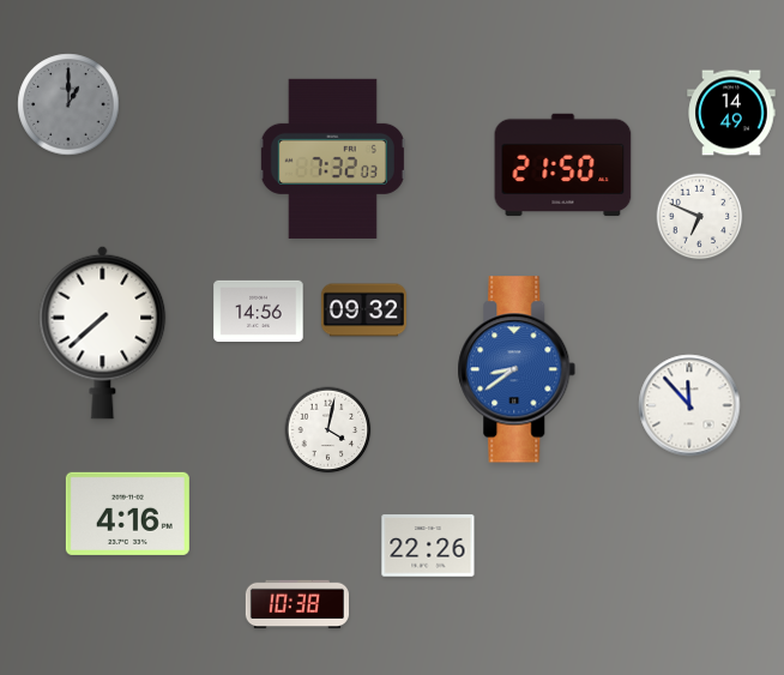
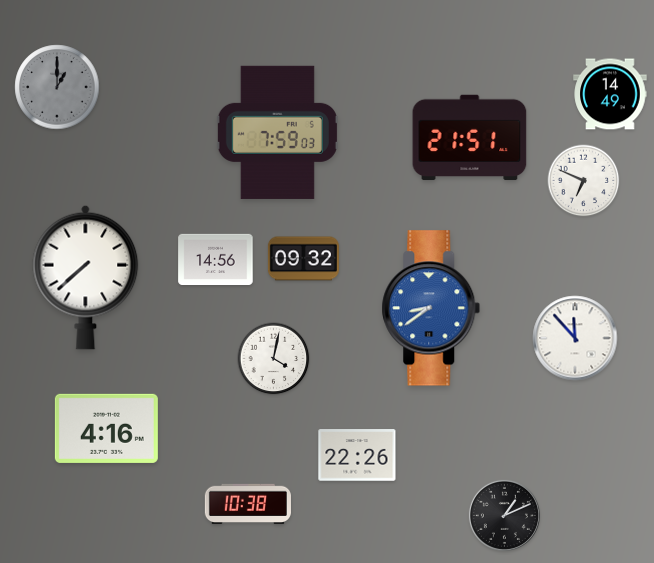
clock at (332, 158): 7:32 -> 7:59
clock at (563, 165): 21:50 -> 21:51
clock at (504, 515): none -> 1:11
